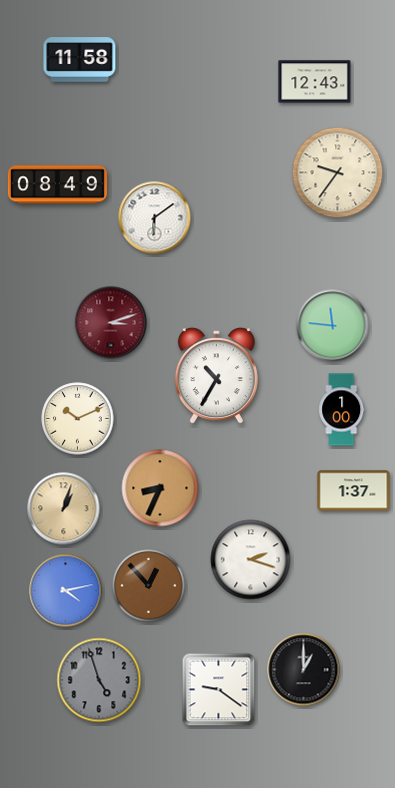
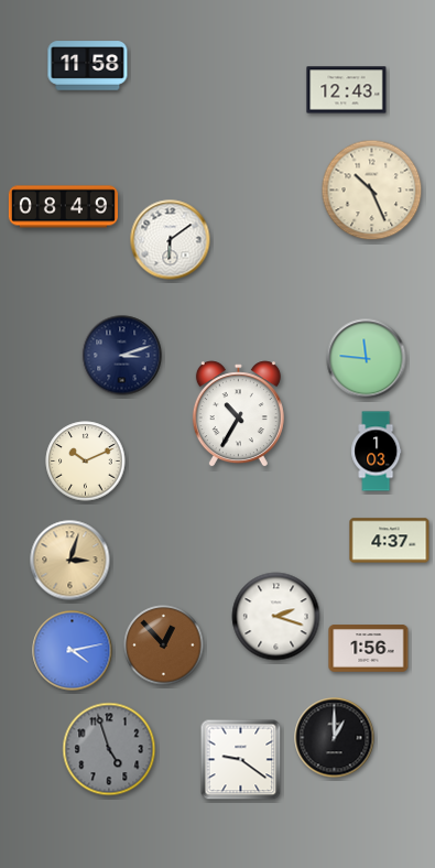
clock at (338, 173): 9:36 -> 10:26
clock at (57, 185) position: (57, 185) -> (63, 207)
clock at (111, 323) dial: burgundy -> navy
clock at (342, 410): 1:00 -> 1:03
clock at (160, 488): 8:34 -> none
clock at (354, 491): 1:37 -> 4:37
clock at (64, 509): 1:03 -> 3:03
clock at (369, 649): none -> 1:56
